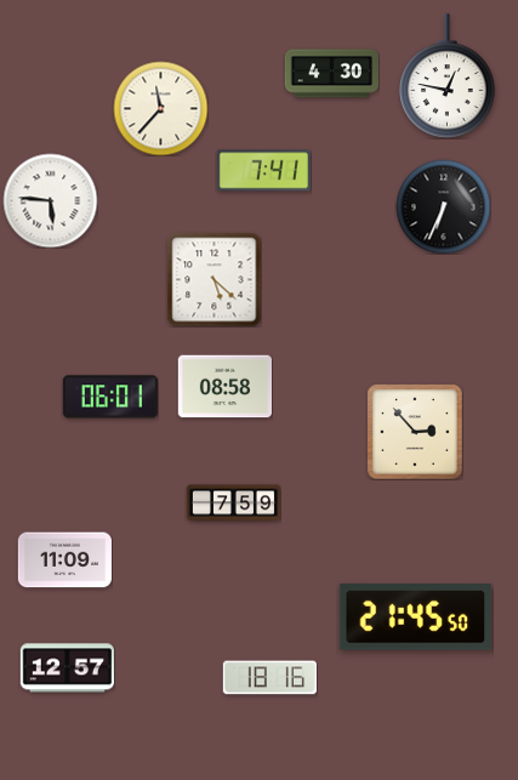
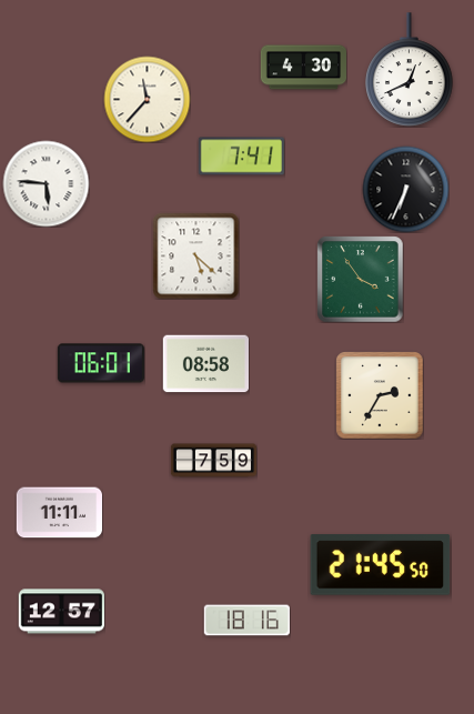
clock at (448, 76): 12:47 -> 12:41
clock at (360, 279): none -> 3:54
clock at (224, 387) position: (224, 387) -> (205, 364)
clock at (415, 432): 2:53 -> 2:35
clock at (64, 560): 11:09 -> 11:11
